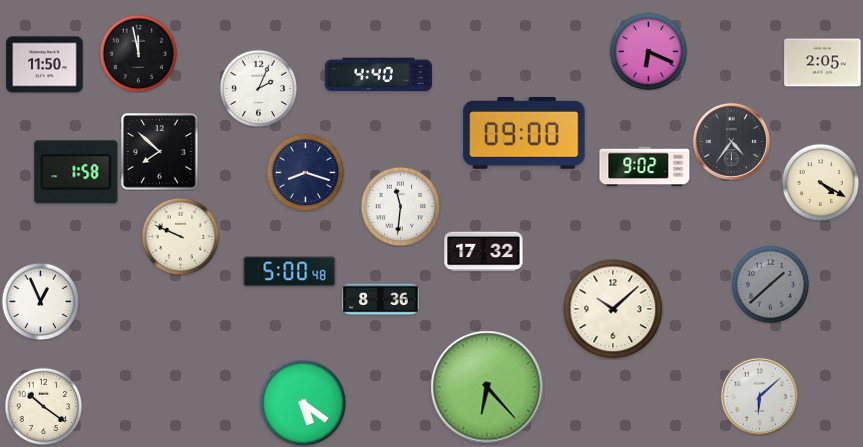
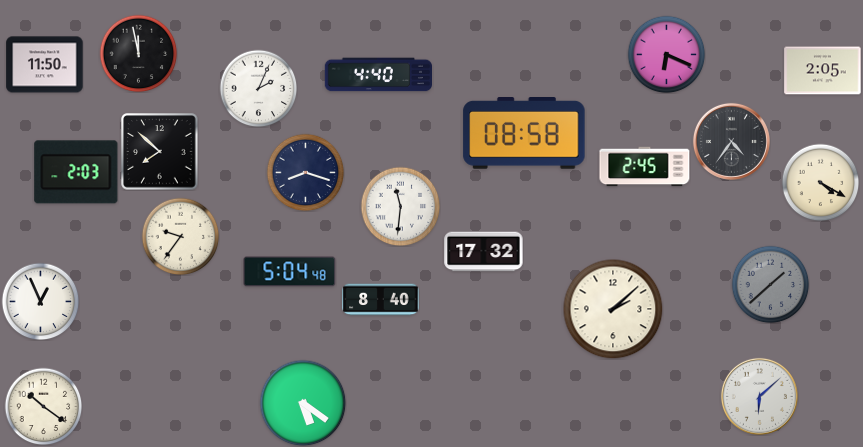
clock at (648, 51) position: (648, 51) -> (666, 54)
clock at (823, 63) position: (823, 63) -> (823, 71)
clock at (524, 134): 09:00 -> 08:58
clock at (645, 167): 9:02 -> 2:45
clock at (76, 172): 1:58 -> 2:03
clock at (180, 236): 9:49 -> 9:36
clock at (290, 272): 5:00 -> 5:04
clock at (381, 300): 8:36 -> 8:40
clock at (613, 309): 10:08 -> 2:08
clock at (487, 387): 6:23 -> none
